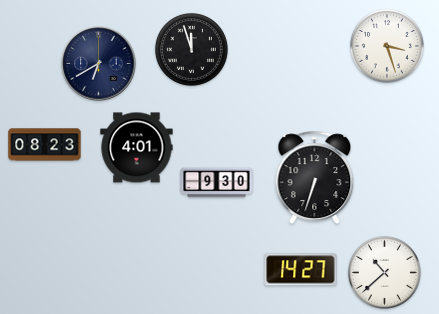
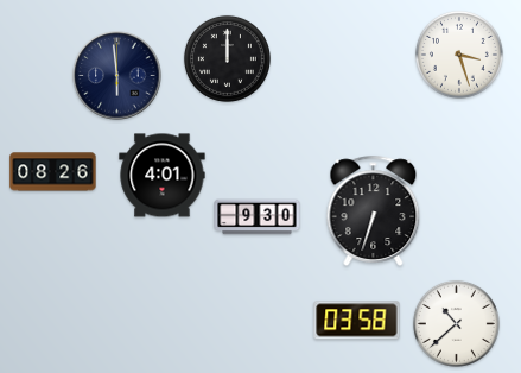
clock at (191, 49): 11:57 -> 12:00
clock at (99, 64): 6:40 -> 5:59
clock at (45, 145): 08:23 -> 08:26
clock at (301, 270): 14:27 -> 03:58
